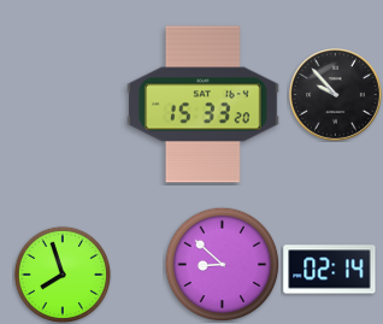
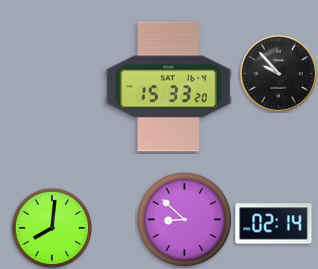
clock at (336, 95) position: (336, 95) -> (279, 74)
clock at (61, 273): 7:57 -> 8:01
